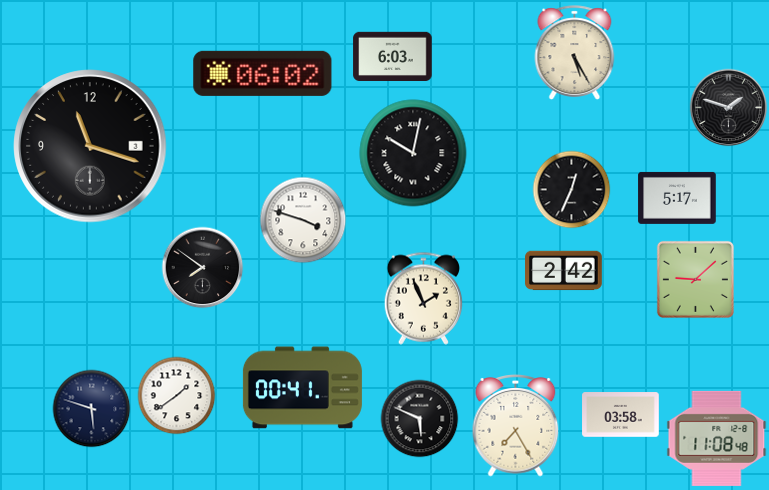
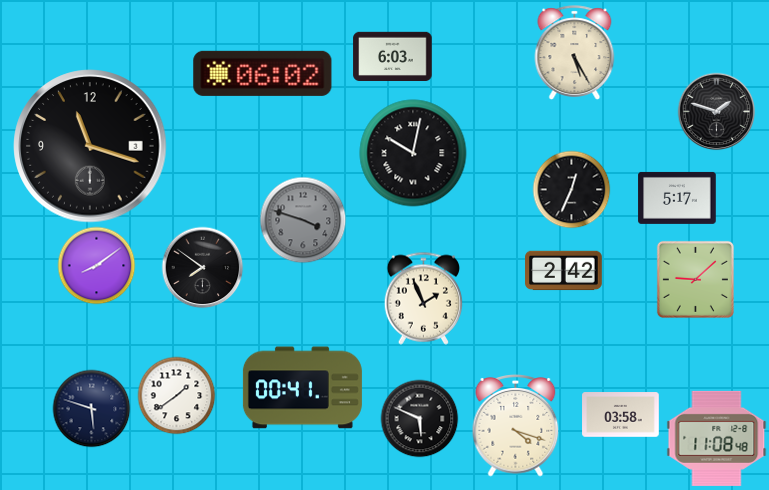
clock at (728, 107) position: (728, 107) -> (716, 111)
clock at (303, 220) dial: white -> grey
clock at (96, 265): none -> 8:09
clock at (516, 426): 7:25 -> 4:18
